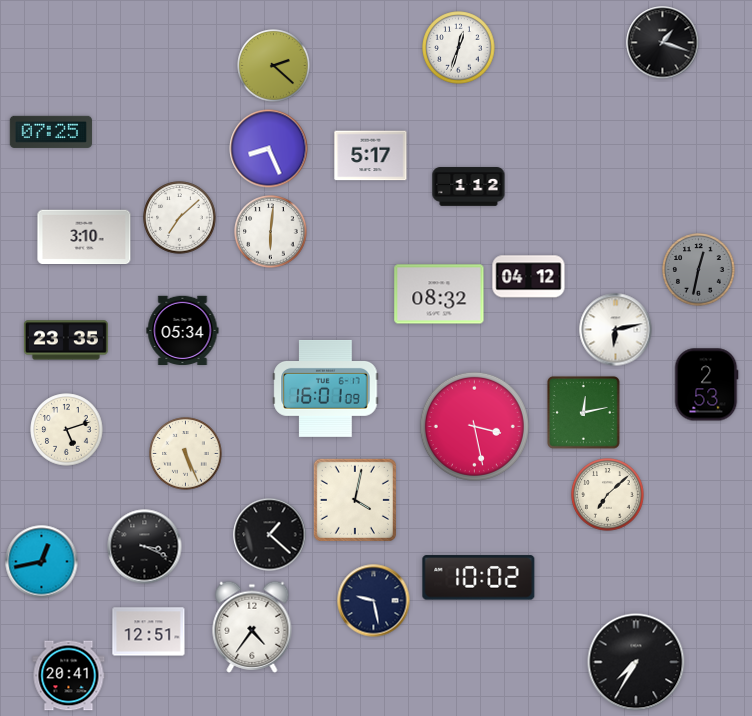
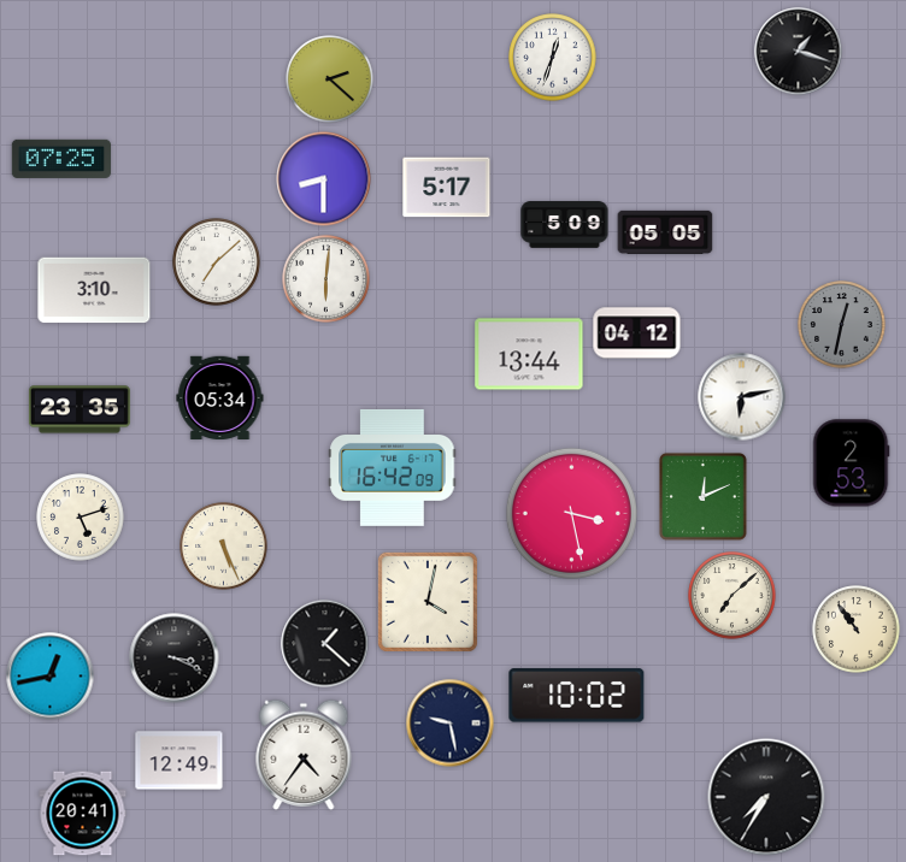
clock at (269, 149): 8:26 -> 8:30
clock at (469, 187): 1:12 -> 5:09
clock at (665, 232): none -> 05:05
clock at (84, 237) position: (84, 237) -> (94, 290)
clock at (439, 294): 08:32 -> 13:44
clock at (326, 388): 16:01 -> 16:42
clock at (583, 412): 12:13 -> 12:11
clock at (857, 630): none -> 10:54
clock at (149, 632): 12:51 -> 12:49
